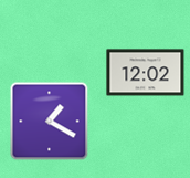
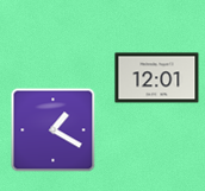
clock at (146, 73): 12:02 -> 12:01
